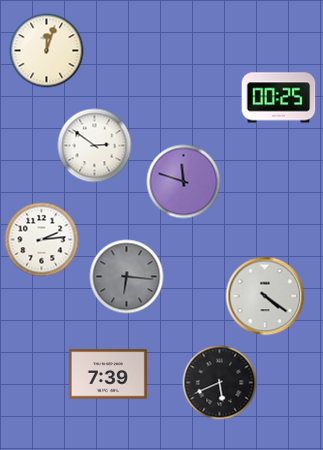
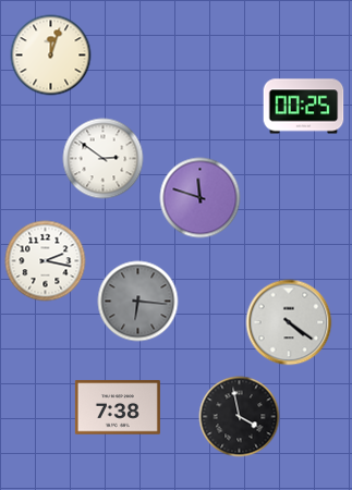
clock at (42, 240): 2:14 -> 2:17
clock at (108, 374): 7:39 -> 7:38
clock at (220, 383): 5:41 -> 3:58
